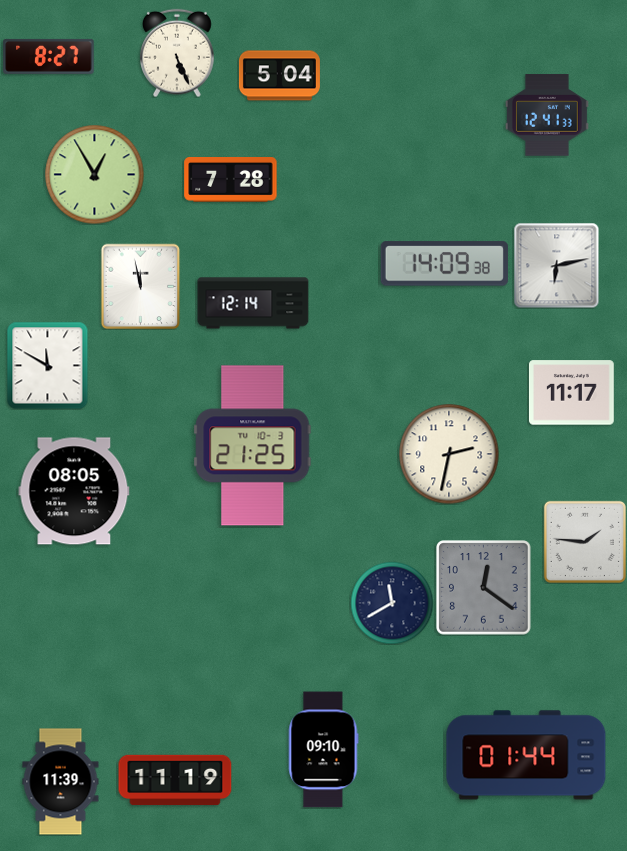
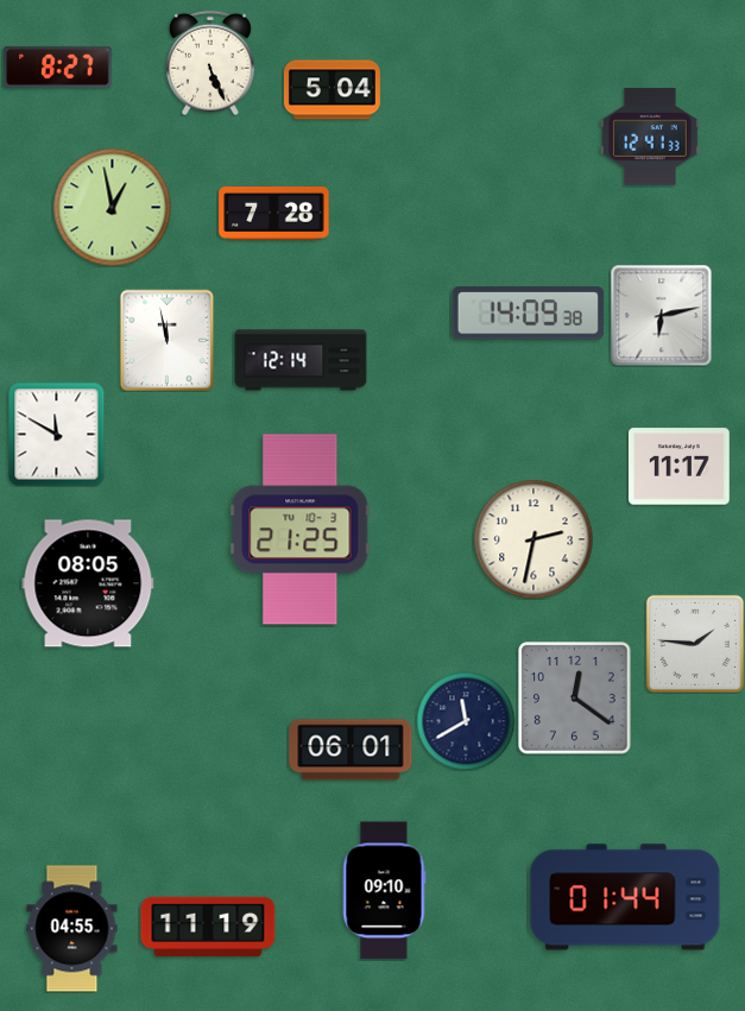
clock at (95, 175): 12:55 -> 12:58
clock at (392, 603) position: (392, 603) -> (466, 721)
clock at (351, 750): none -> 06:01
clock at (61, 782): 11:39 -> 04:55
